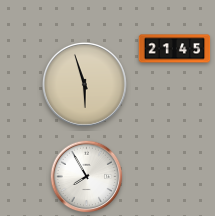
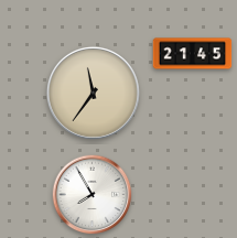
clock at (84, 84): 5:57 -> 11:36
clock at (87, 177) position: (87, 177) -> (93, 195)
